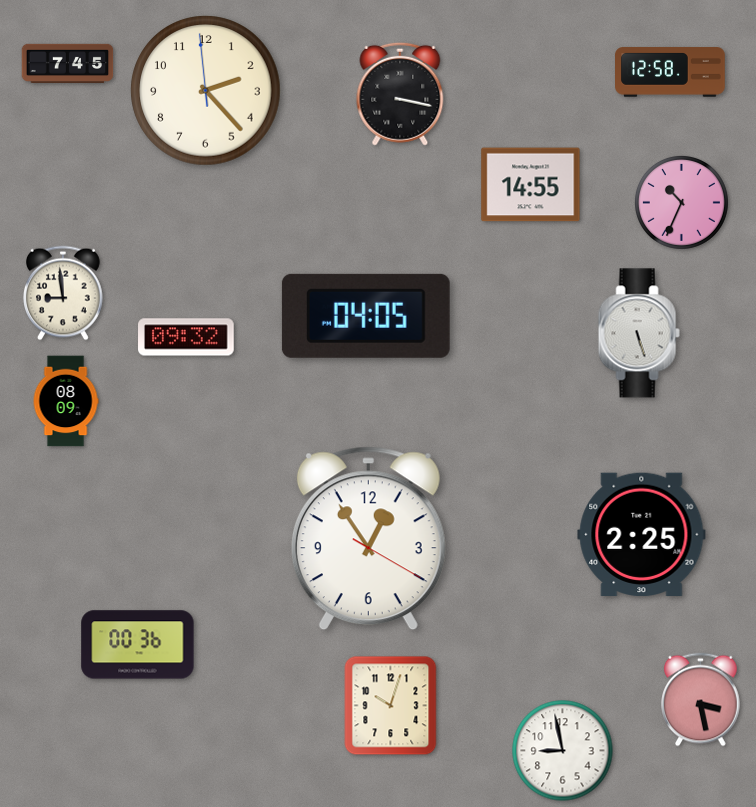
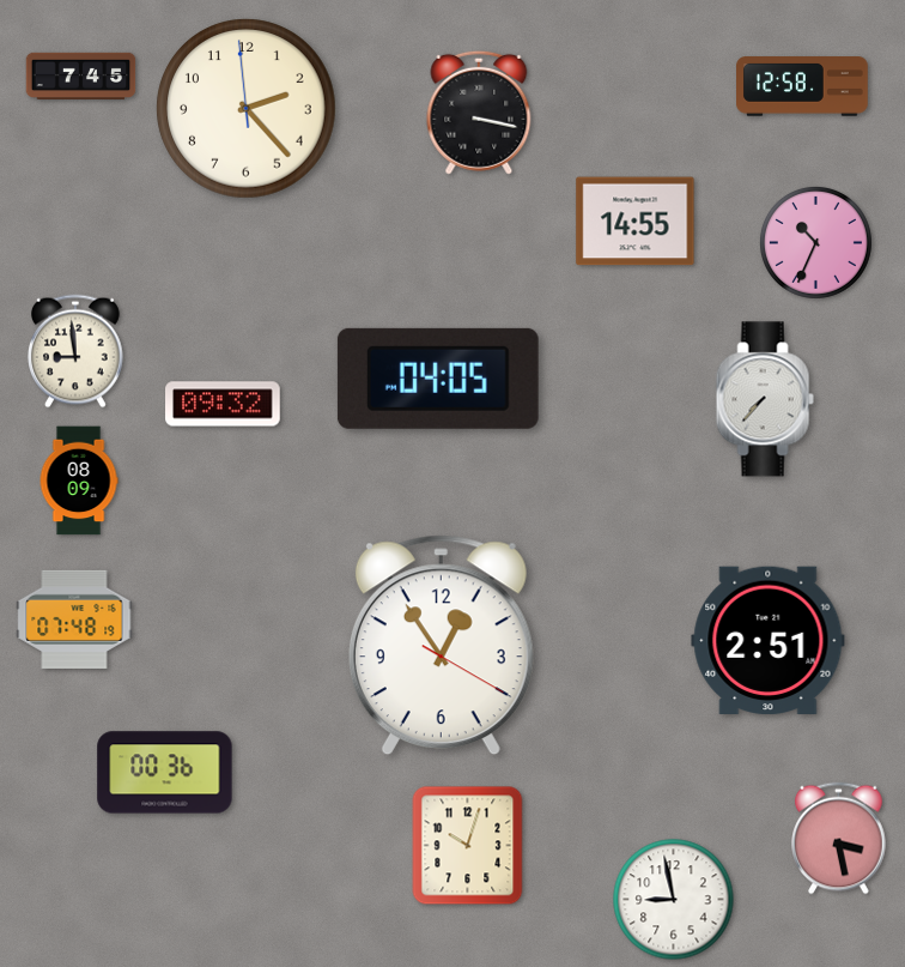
clock at (639, 333): 5:27 -> 7:37
clock at (74, 620): none -> 07:48
clock at (642, 535): 2:25 -> 2:51
